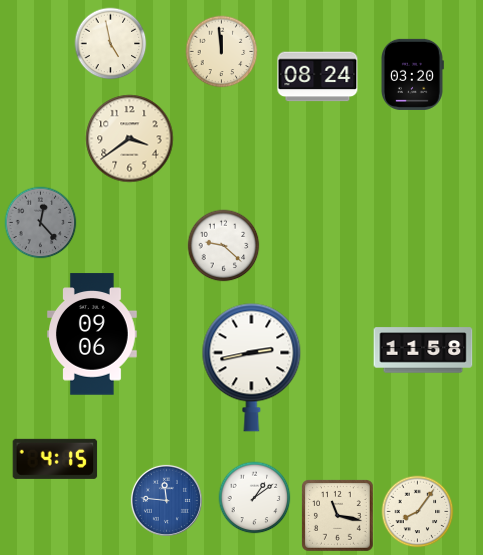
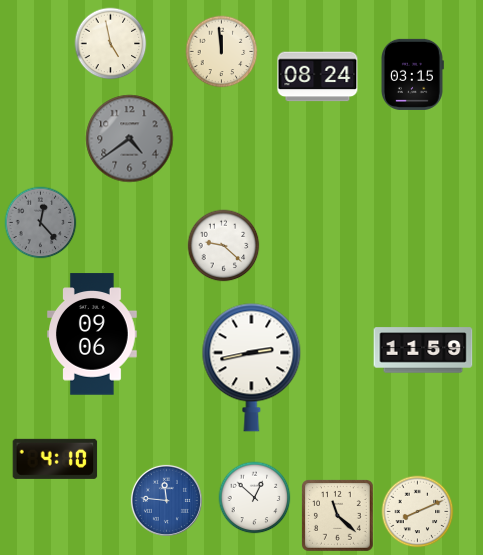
clock at (412, 74): 03:20 -> 03:15
clock at (130, 139): 3:39 -> 4:39
clock at (130, 139) dial: cream -> grey
clock at (423, 350): 11:58 -> 11:59
clock at (55, 459): 4:15 -> 4:10
clock at (255, 498): 1:09 -> 12:52
clock at (418, 512): 8:06 -> 8:11
clock at (338, 516): 11:17 -> 11:22
